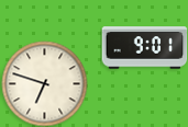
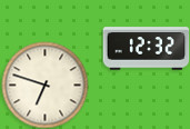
clock at (144, 48): 9:01 -> 12:32
